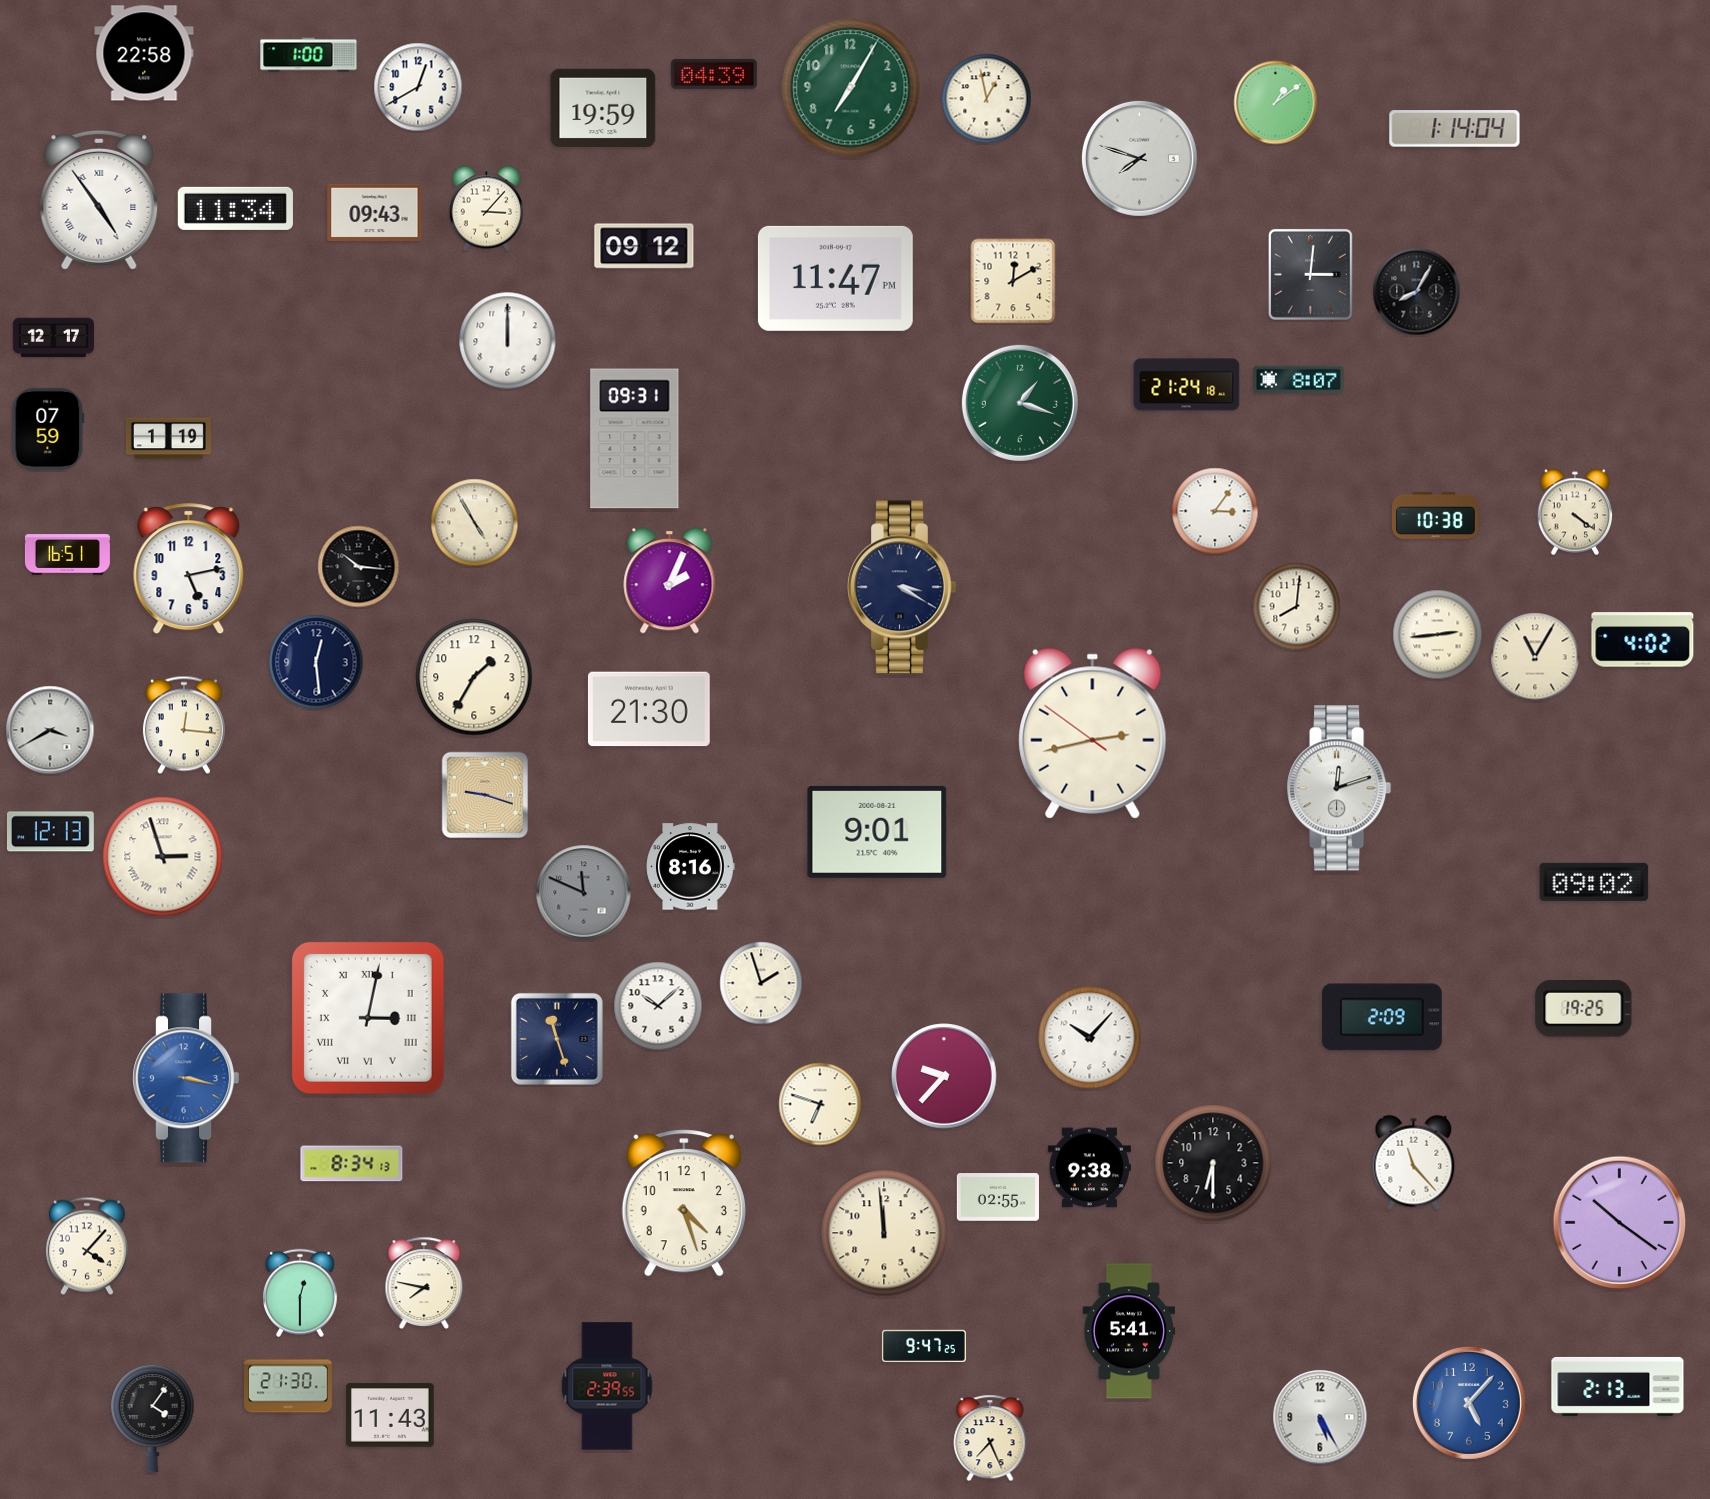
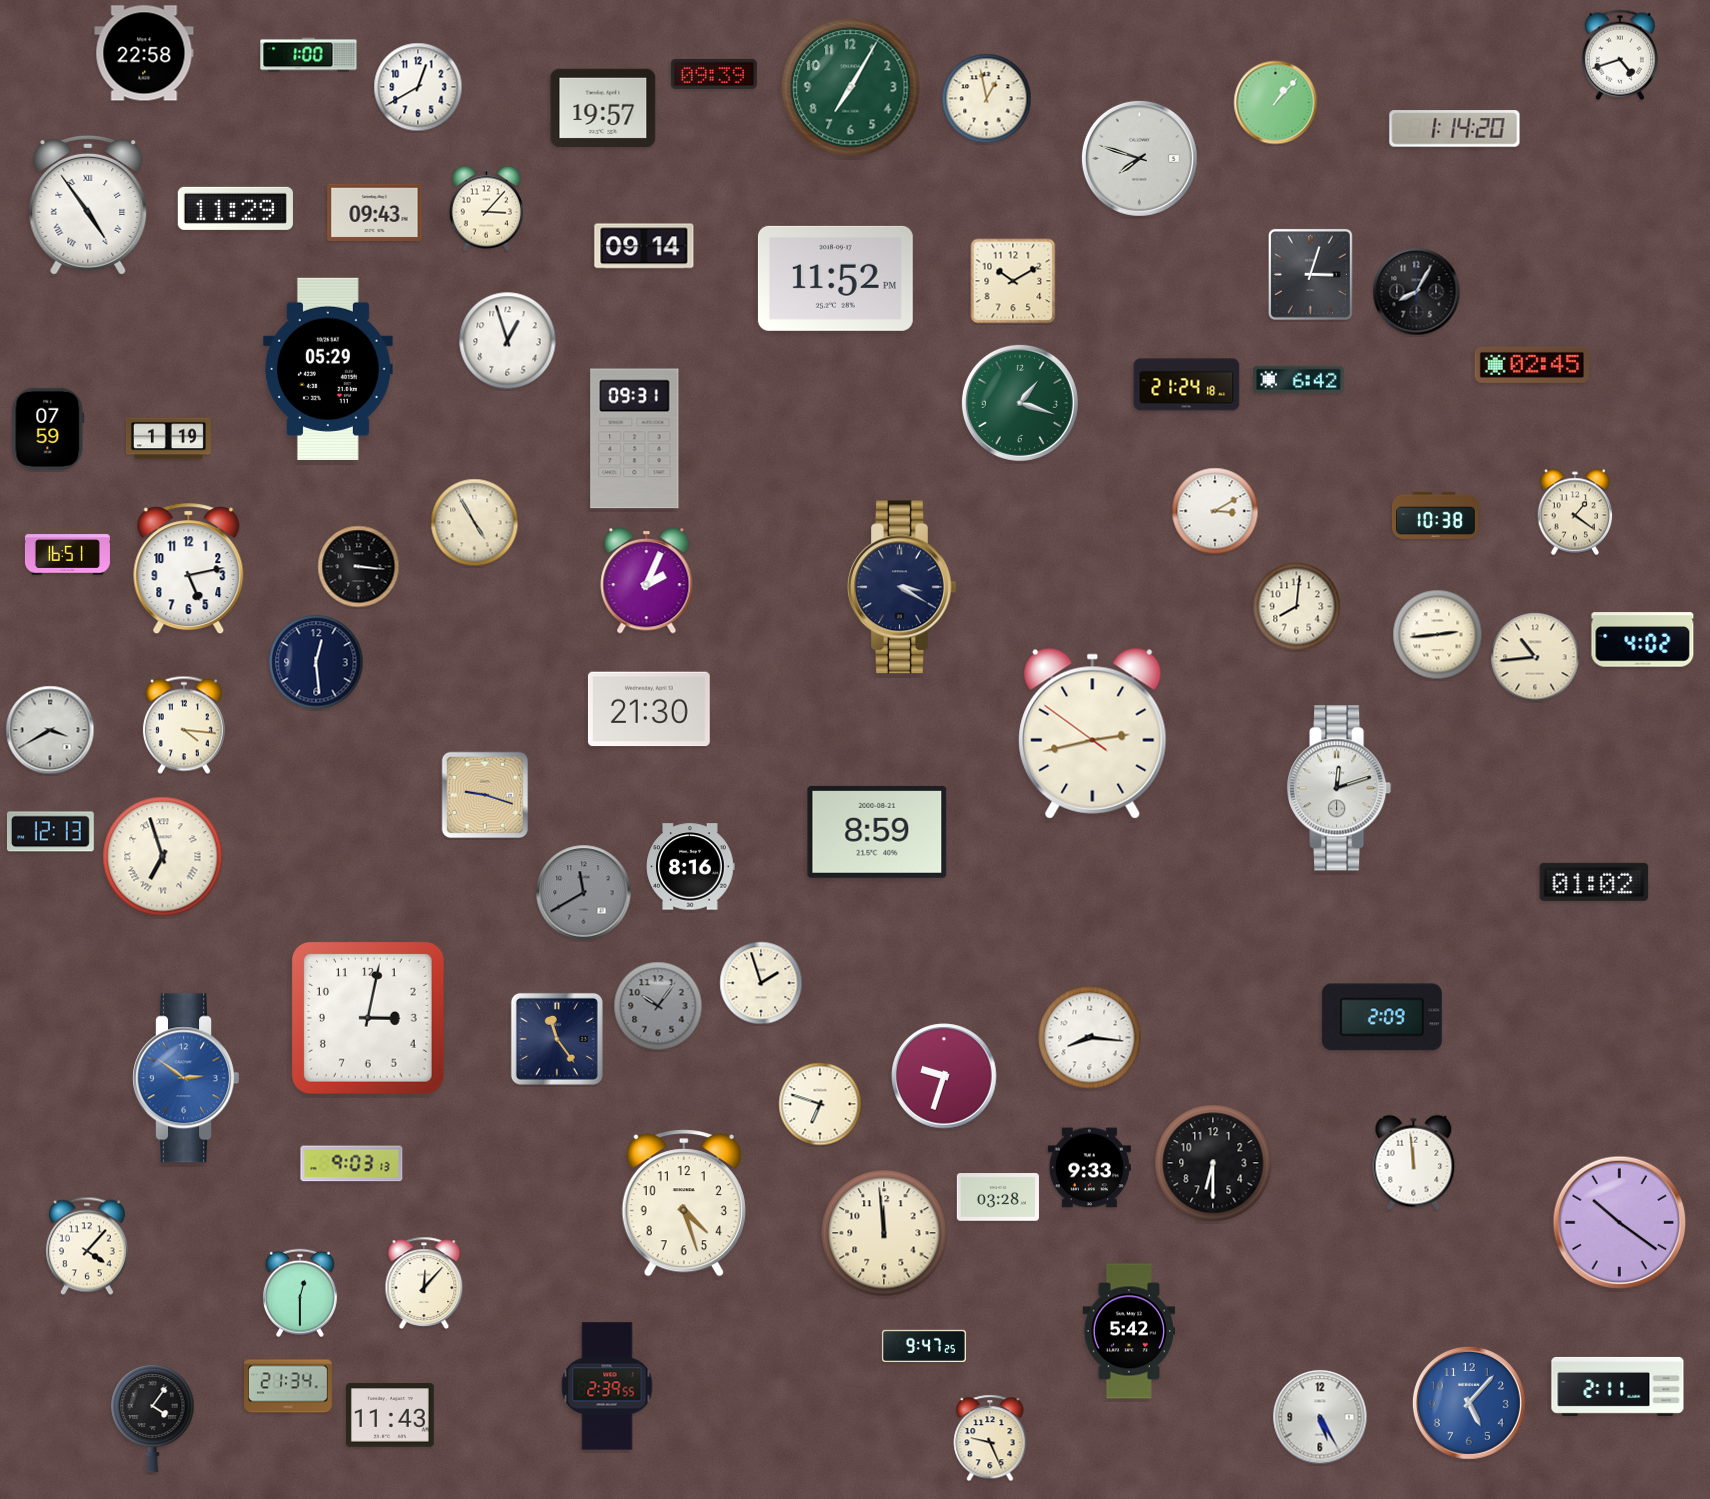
clock at (1620, 55): none -> 4:42
clock at (714, 74): 04:39 -> 09:39
clock at (1276, 103): 1:09 -> 1:07
clock at (603, 107): 19:59 -> 19:57
clock at (1455, 129): 1:14:04 -> 1:14:20
clock at (99, 200) position: (99, 200) -> (88, 205)
clock at (235, 208): 11:34 -> 11:29
clock at (644, 246): 09:12 -> 09:14
clock at (1310, 274): 3:01 -> 3:03
clock at (835, 278): 11:47 -> 11:52
clock at (1013, 281): 12:10 -> 10:10
clock at (53, 338): 12:17 -> none
clock at (508, 341): 12:00 -> 12:57
clock at (1532, 365): none -> 02:45
clock at (328, 369): none -> 05:29
clock at (1299, 380): 8:07 -> 6:42
clock at (1215, 511): 3:06 -> 3:10
clock at (1575, 512): 4:21 -> 1:21
clock at (359, 567): 10:16 -> 3:16
clock at (670, 581) position: (670, 581) -> (647, 581)
clock at (1535, 657): 11:05 -> 10:44
clock at (474, 677): 1:35 -> none
clock at (184, 725): 12:16 -> 4:16
clock at (877, 832): 9:01 -> 8:59
clock at (163, 857): 2:57 -> 6:57
clock at (1594, 882): 09:02 -> 01:02
clock at (584, 893): 11:49 -> 11:40
clock at (658, 1006): 10:08 -> 10:06
clock at (658, 1006) dial: white -> grey
clock at (1584, 1009): 19:25 -> none
clock at (369, 1019) numerals: Roman -> Arabic
clock at (1090, 1038): 10:07 -> 8:16
clock at (557, 1039): 11:27 -> 11:24
clock at (944, 1076): 9:37 -> 9:33
clock at (185, 1078): 3:17 -> 2:51
clock at (1414, 1163): 11:23 -> 11:59
clock at (352, 1164): 8:34 -> 9:03
clock at (1089, 1168): 9:38 -> 9:33
clock at (998, 1197): 02:55 -> 03:28
clock at (424, 1283): 7:47 -> 12:07
clock at (1129, 1331): 5:41 -> 5:42
clock at (288, 1386): 21:30 -> 21:34
clock at (1618, 1386): 2:13 -> 2:11
clock at (990, 1438): 7:26 -> 9:26
